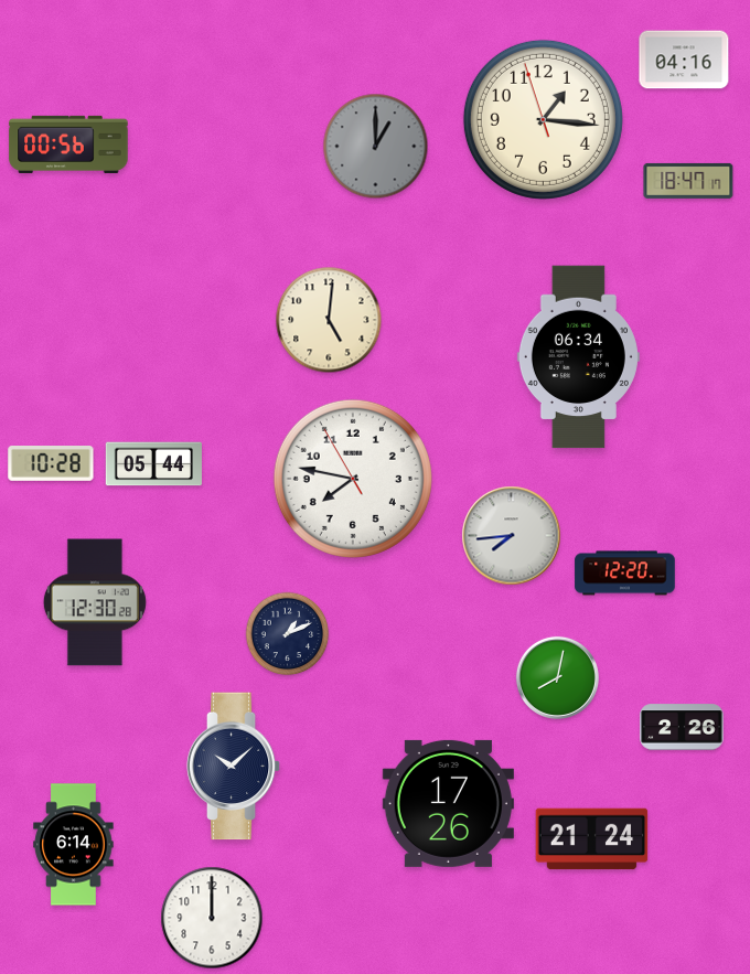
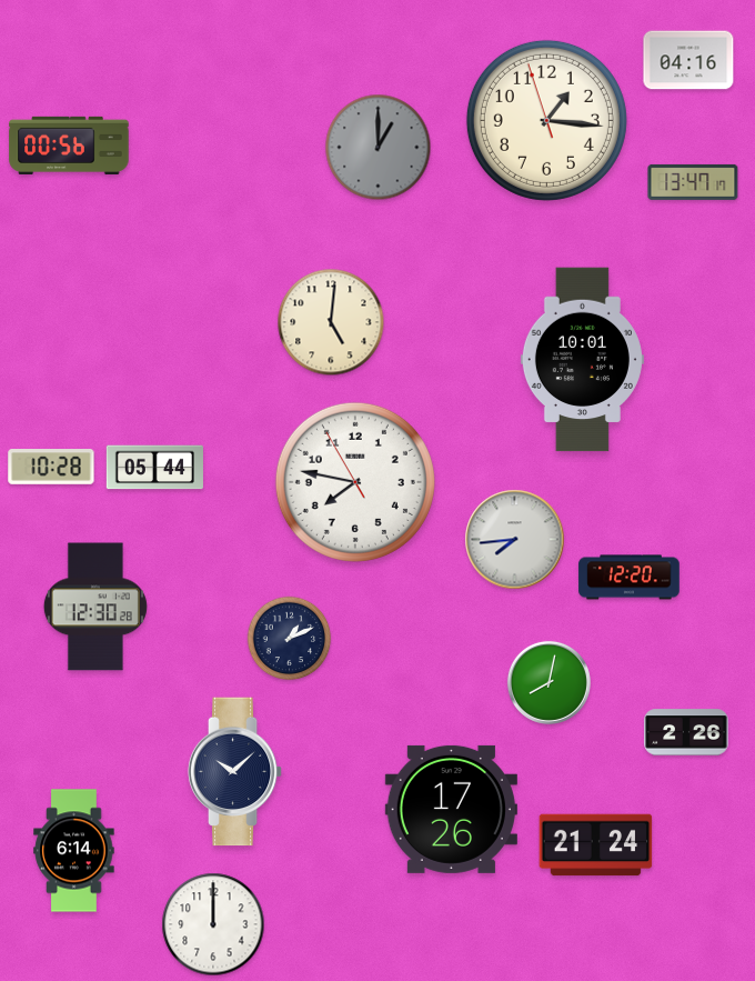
clock at (688, 181): 18:47 -> 13:47
clock at (578, 357): 06:34 -> 10:01
clock at (557, 677) position: (557, 677) -> (548, 682)
